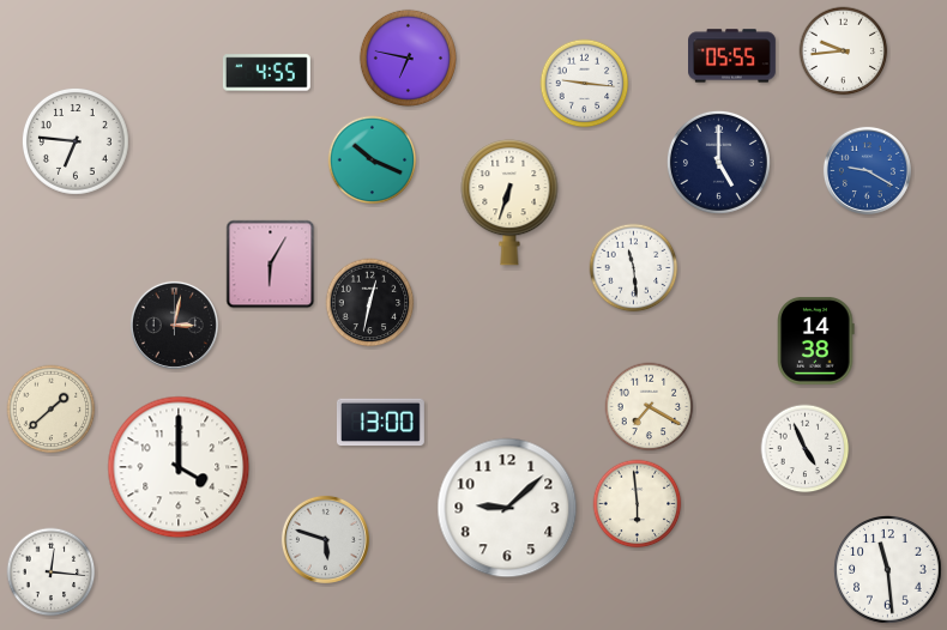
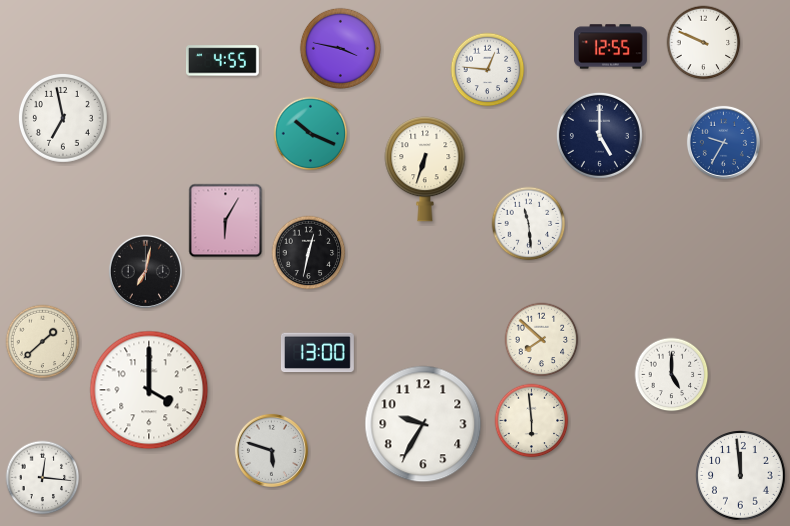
clock at (844, 52): 9:44 -> 9:49
clock at (732, 56): 05:55 -> 12:55
clock at (408, 57): 6:47 -> 3:47
clock at (585, 84): 9:16 -> 12:46
clock at (76, 141): 6:46 -> 6:58
clock at (867, 170): 9:20 -> 9:35
clock at (174, 325): 3:02 -> 7:02
clock at (816, 340): 14:38 -> none
clock at (650, 407): 7:20 -> 7:52
clock at (806, 449): 4:56 -> 5:00
clock at (507, 508): 9:08 -> 9:35
clock at (888, 570): 11:29 -> 11:59
